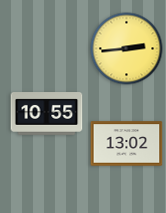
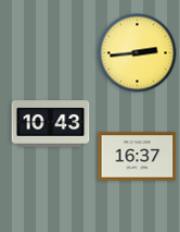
clock at (47, 114): 10:55 -> 10:43
clock at (127, 144): 13:02 -> 16:37
